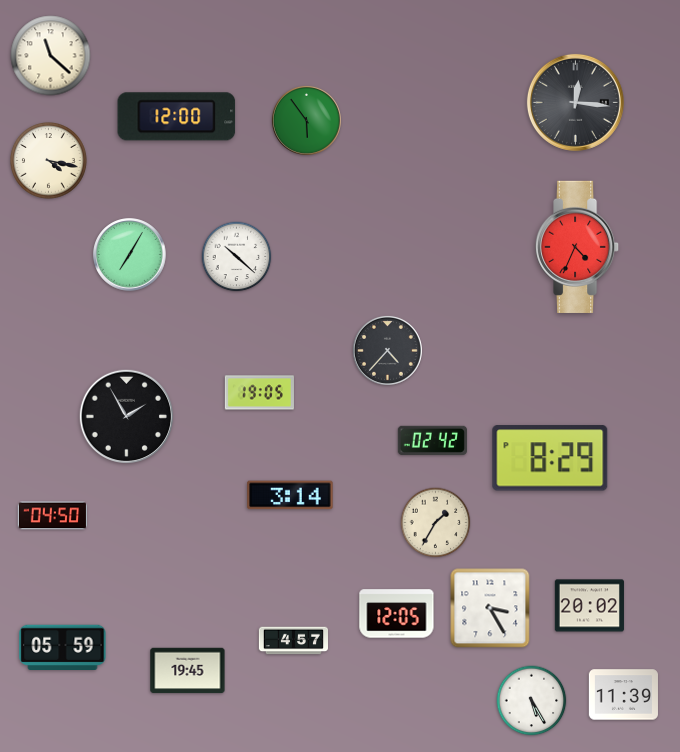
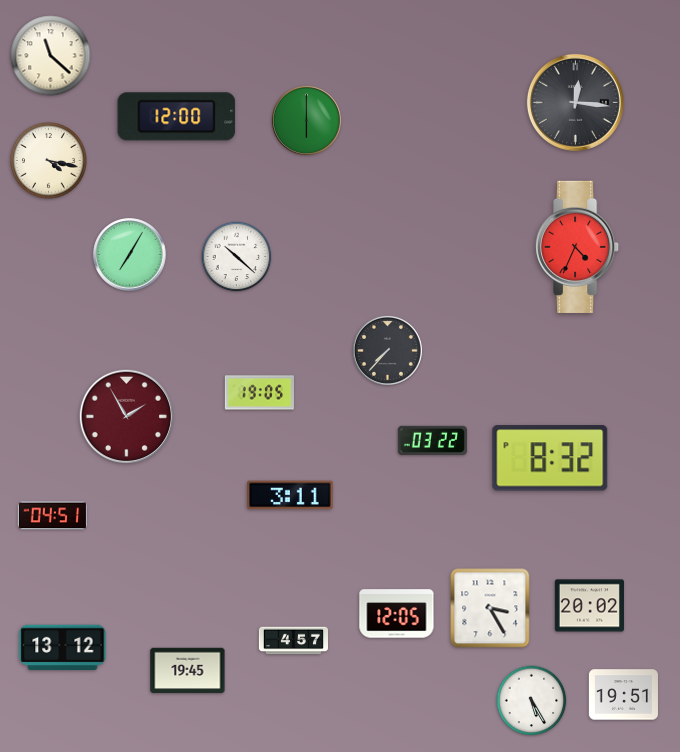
clock at (306, 120): 5:54 -> 6:00
clock at (387, 350): 4:37 -> 7:37
clock at (126, 416) dial: black -> burgundy
clock at (432, 440): 02:42 -> 03:22
clock at (550, 458): 8:29 -> 8:32
clock at (290, 495): 3:14 -> 3:11
clock at (52, 516): 04:50 -> 04:51
clock at (436, 523): 1:35 -> none
clock at (63, 647): 05:59 -> 13:12
clock at (623, 695): 11:39 -> 19:51
